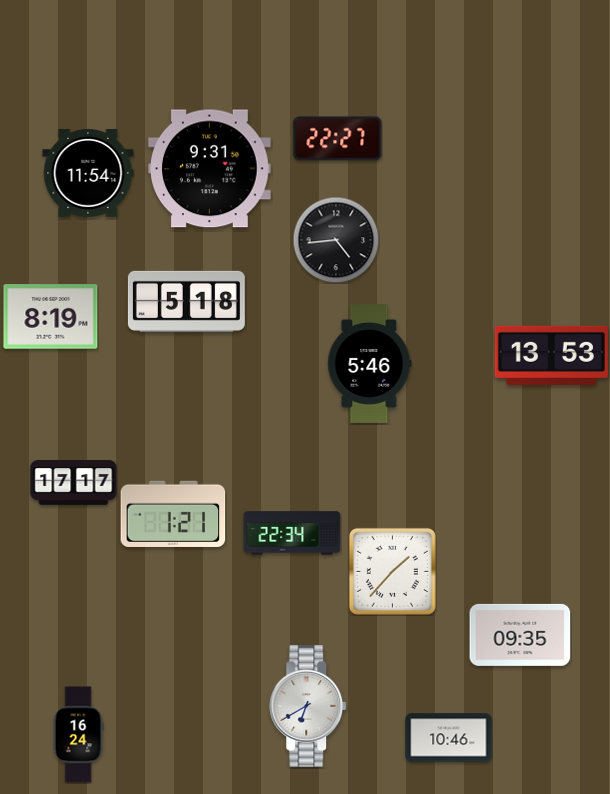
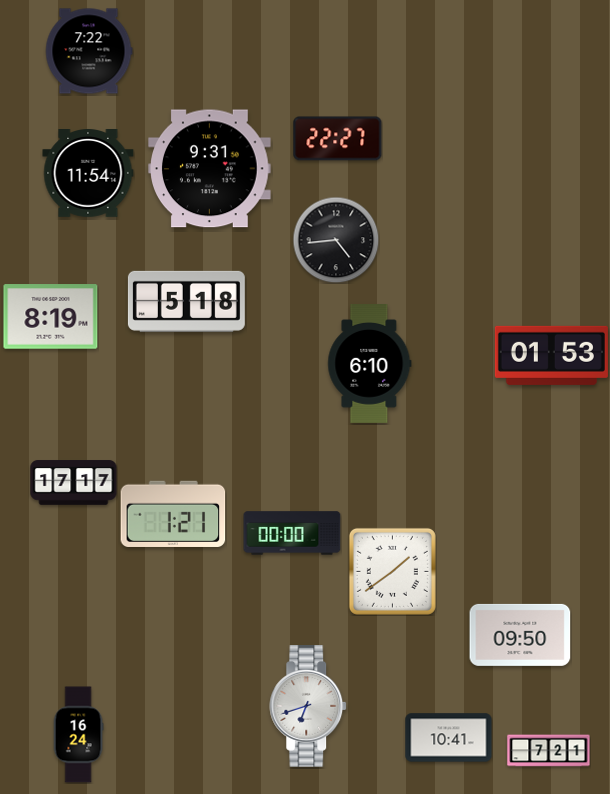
clock at (89, 51): none -> 7:22
clock at (551, 355): 13:53 -> 01:53
clock at (370, 364): 5:46 -> 6:10
clock at (292, 533): 22:34 -> 00:00
clock at (392, 571): 1:37 -> 1:39
clock at (520, 635): 09:35 -> 09:50
clock at (309, 706): 6:40 -> 6:42
clock at (449, 738): 10:46 -> 10:41
clock at (549, 751): none -> 7:21
